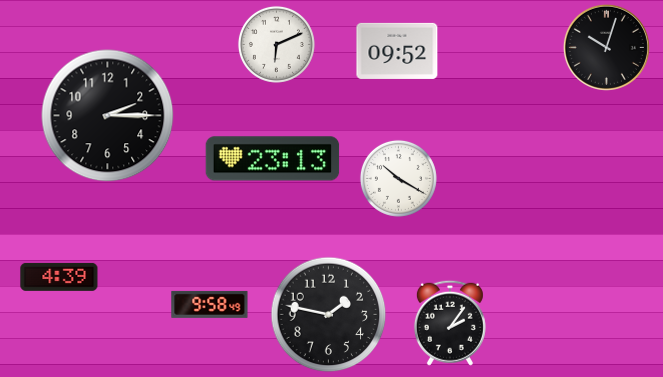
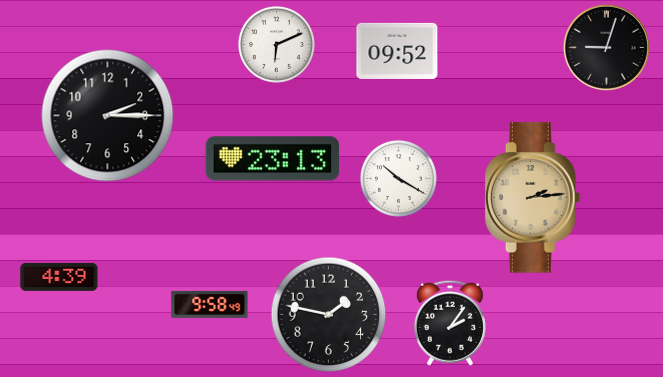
clock at (606, 47): 10:03 -> 9:03
clock at (533, 198): none -> 2:14
